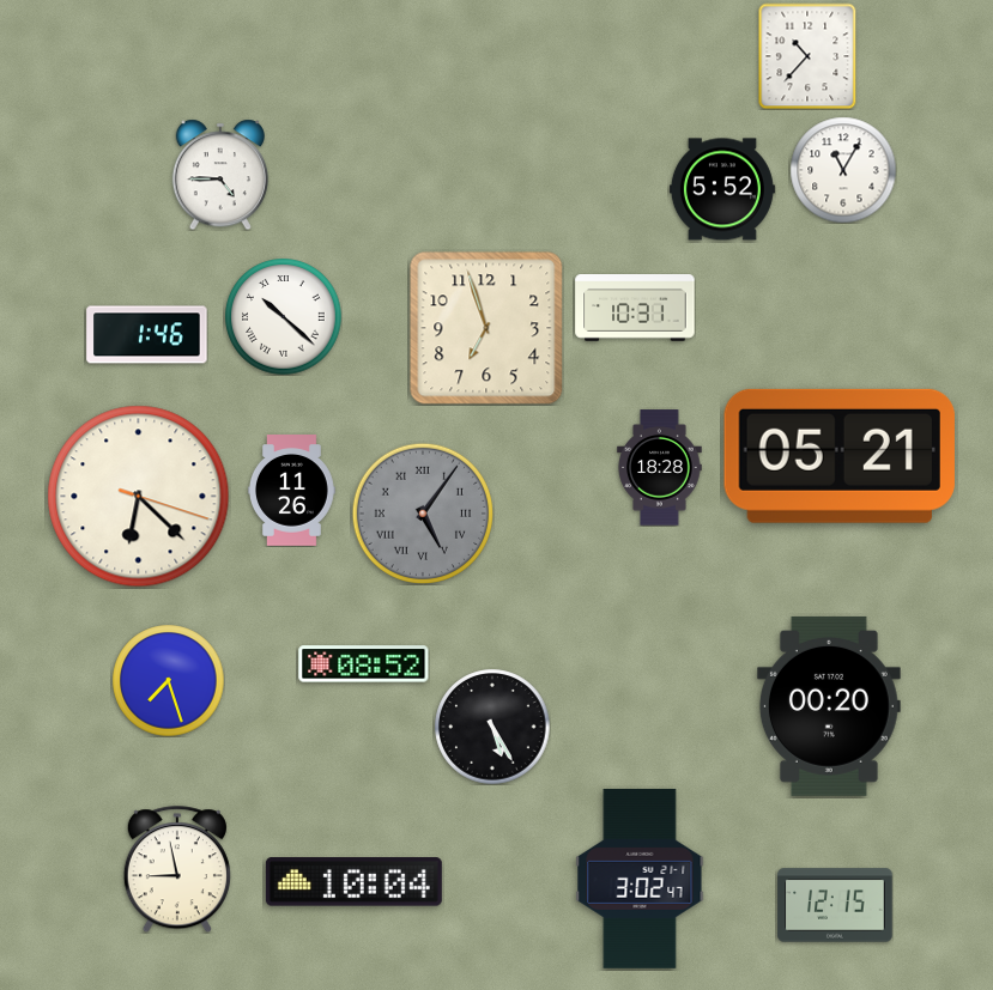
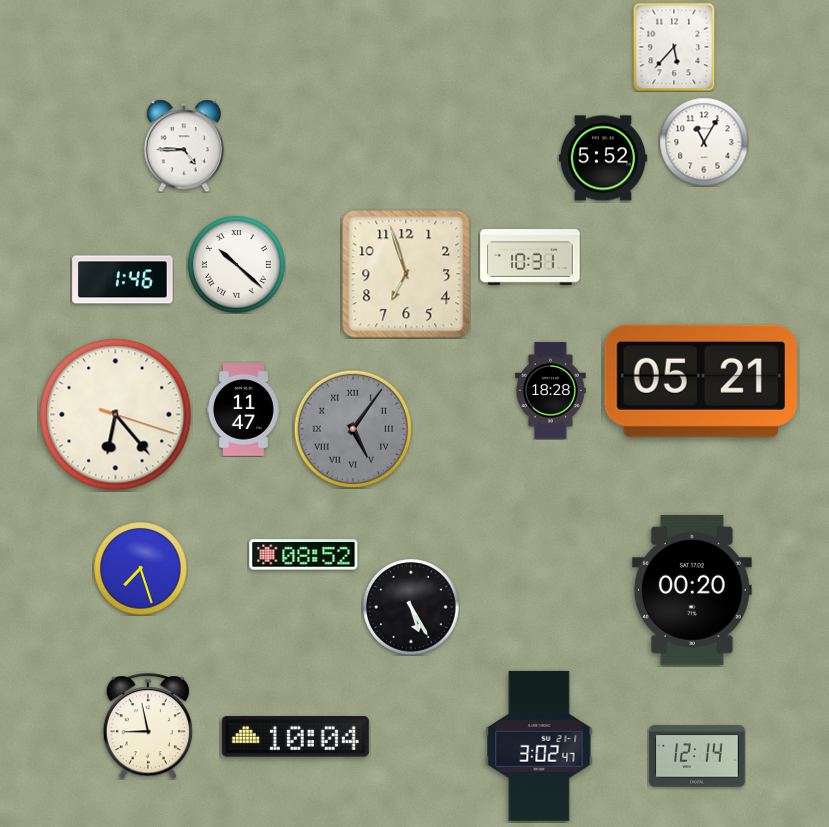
clock at (807, 56): 10:37 -> 5:37
clock at (292, 491): 11:26 -> 11:47
clock at (139, 497): 6:22 -> 6:23
clock at (640, 879) position: (640, 879) -> (539, 746)
clock at (835, 905): 12:15 -> 12:14
